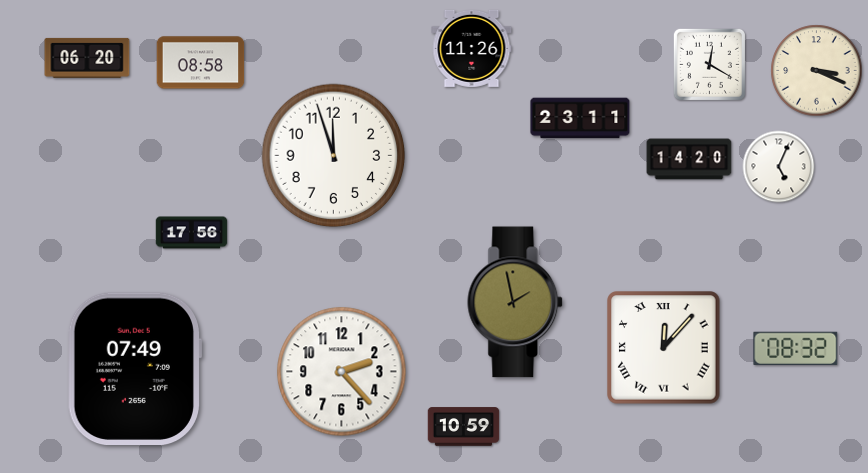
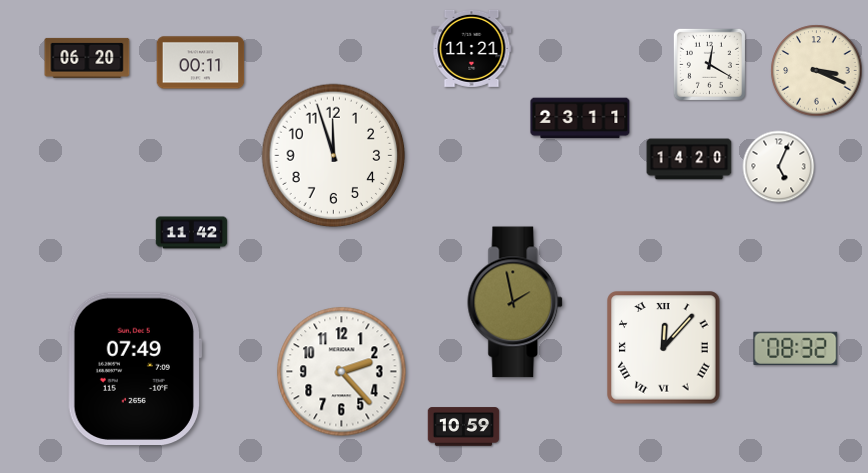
clock at (472, 48): 11:26 -> 11:21
clock at (201, 63): 08:58 -> 00:11
clock at (192, 233): 17:56 -> 11:42
